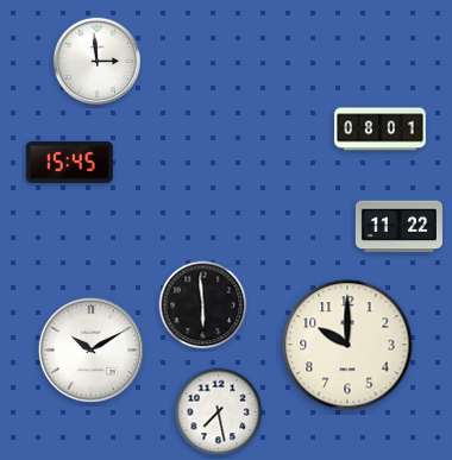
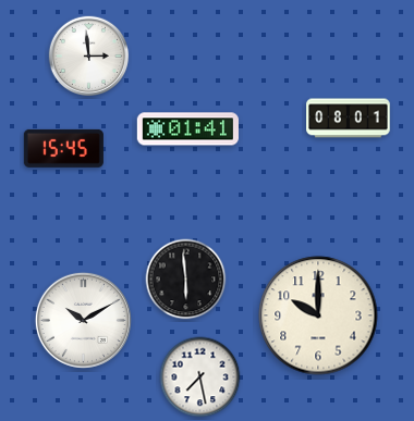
clock at (187, 129): none -> 01:41
clock at (398, 227): 11:22 -> none
